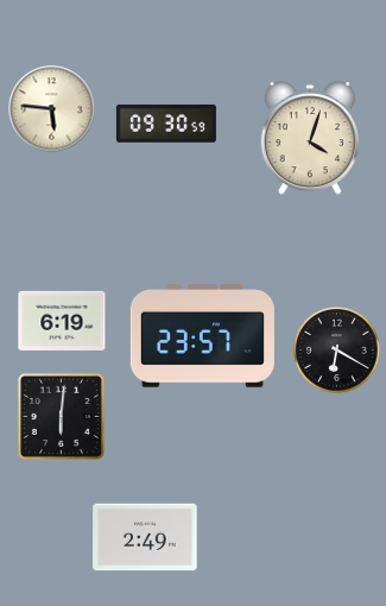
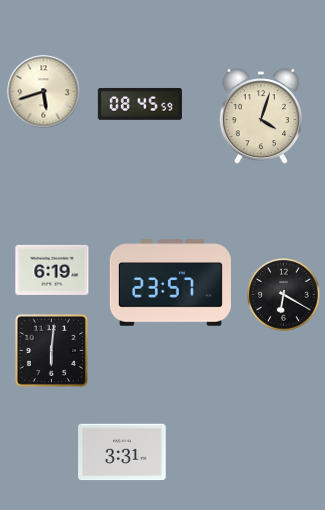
clock at (52, 109): 5:46 -> 5:42
clock at (166, 124): 09:30 -> 08:45
clock at (145, 537): 2:49 -> 3:31
